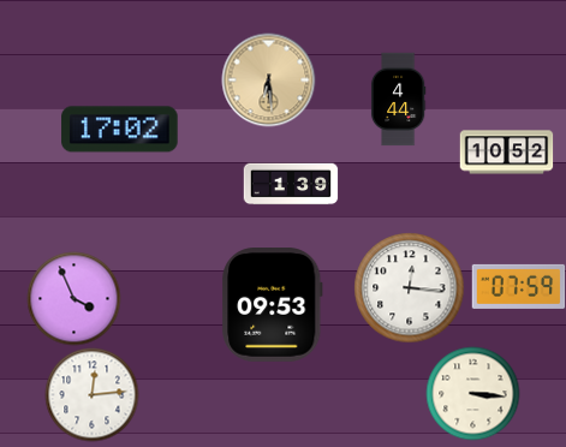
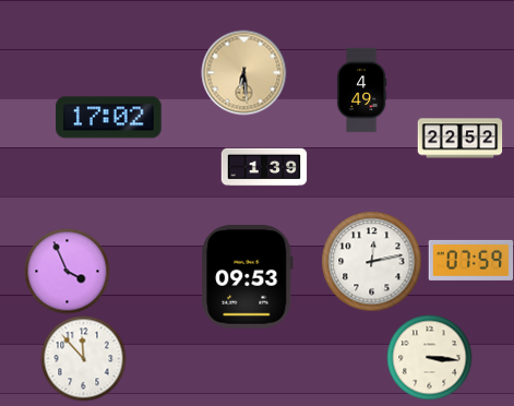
clock at (398, 99): 4:44 -> 4:49
clock at (506, 153): 10:52 -> 22:52
clock at (409, 287): 12:16 -> 12:13
clock at (91, 394): 12:14 -> 11:53
